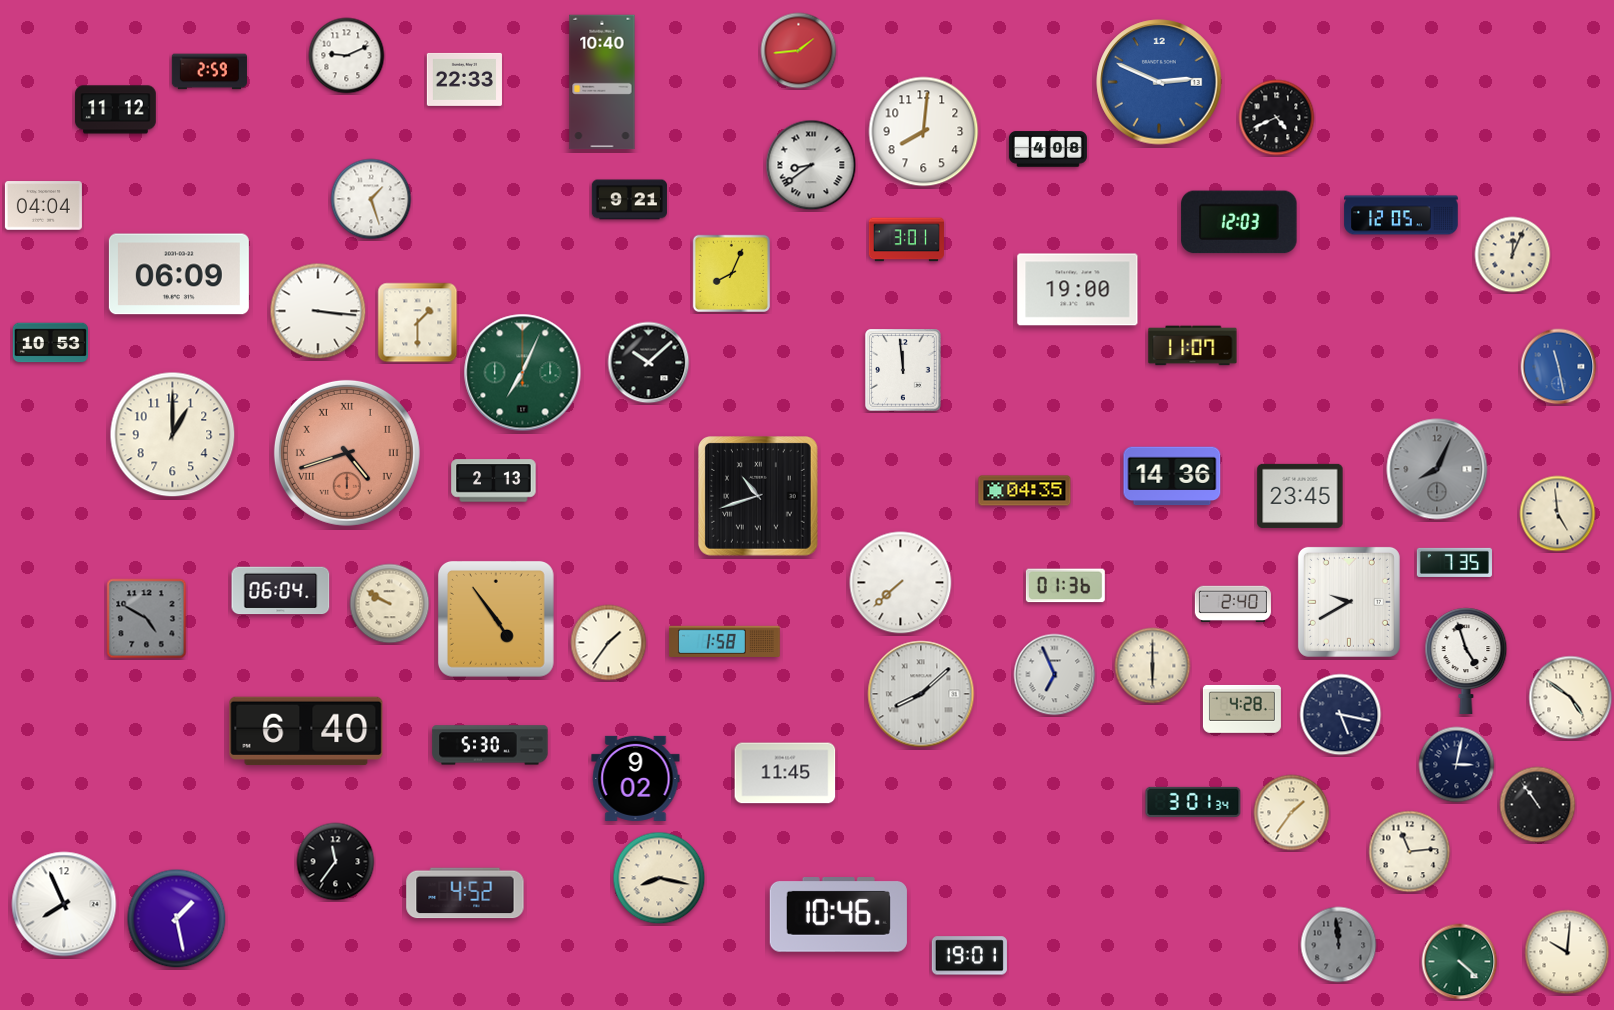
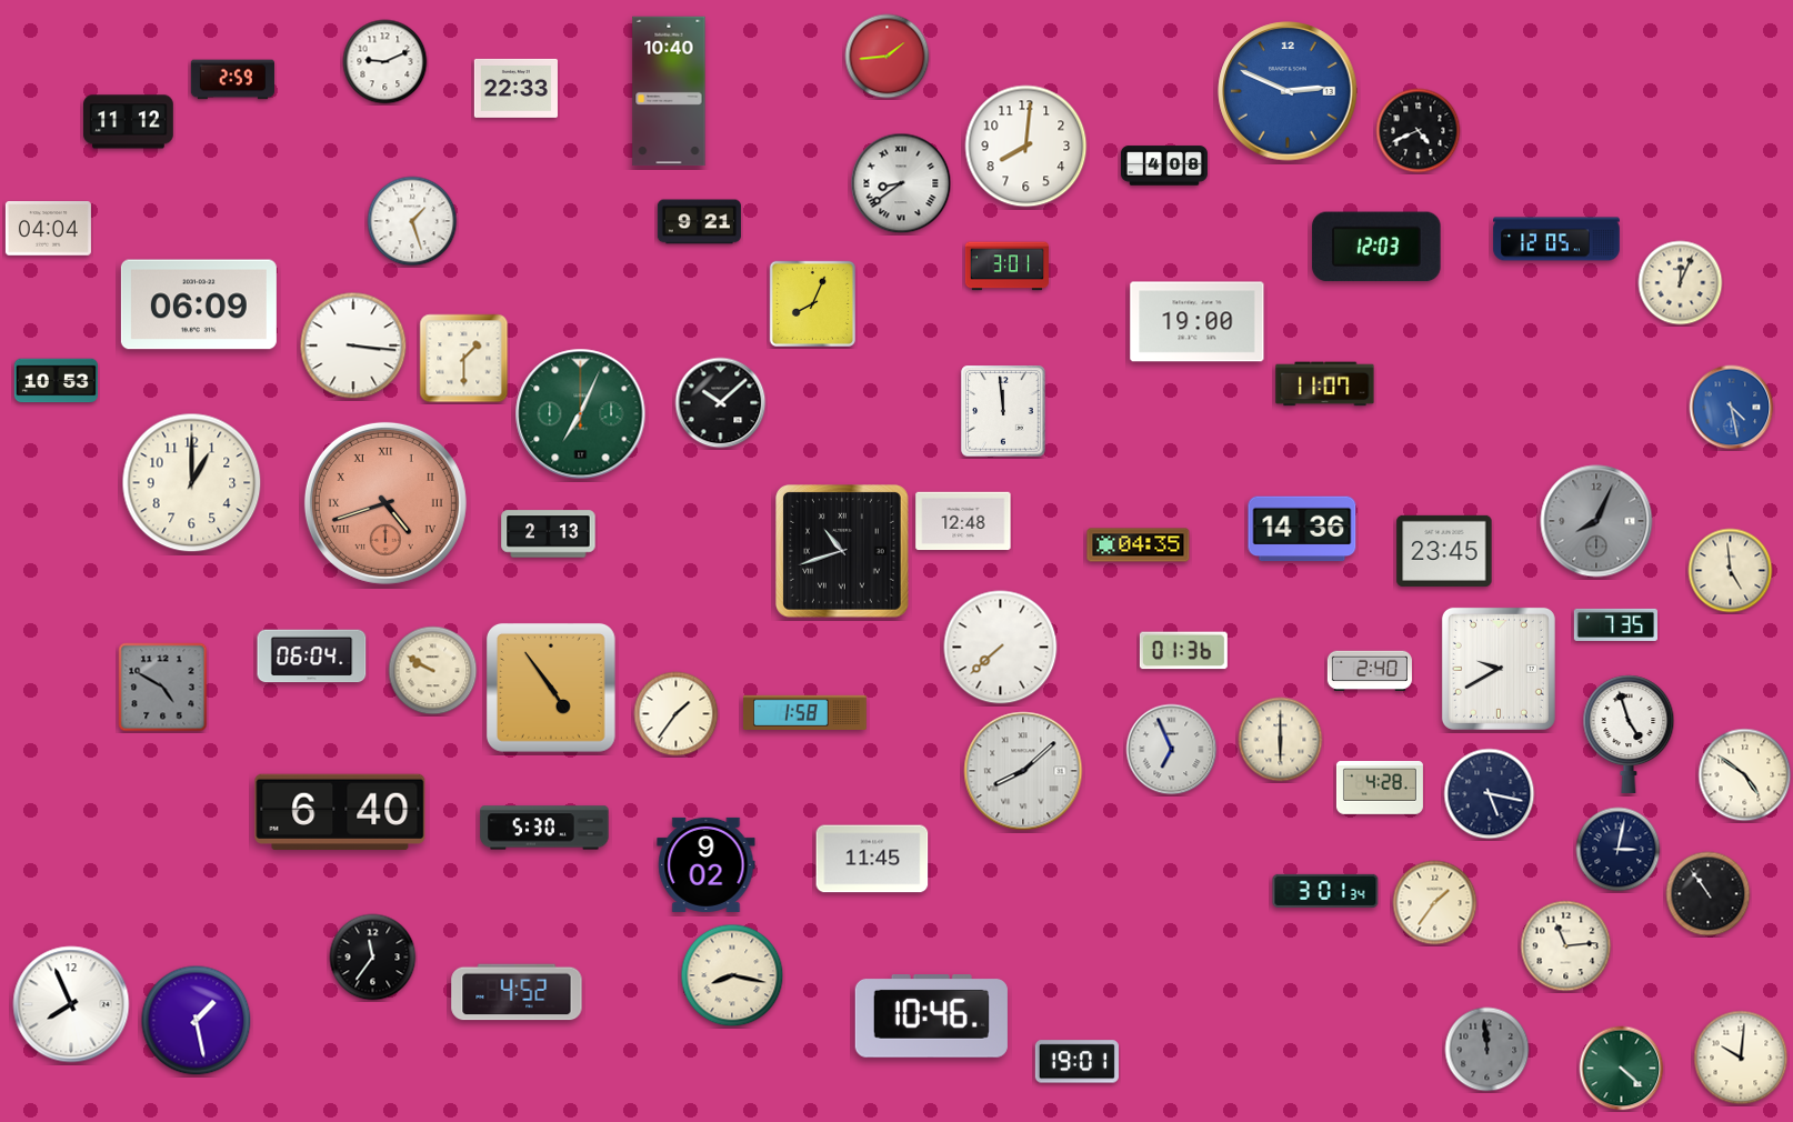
clock at (1559, 367): 11:28 -> 4:28
clock at (963, 521): none -> 12:48
